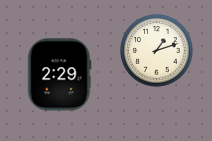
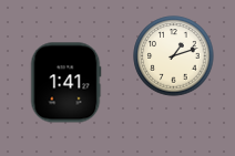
clock at (59, 75): 2:29 -> 1:41
